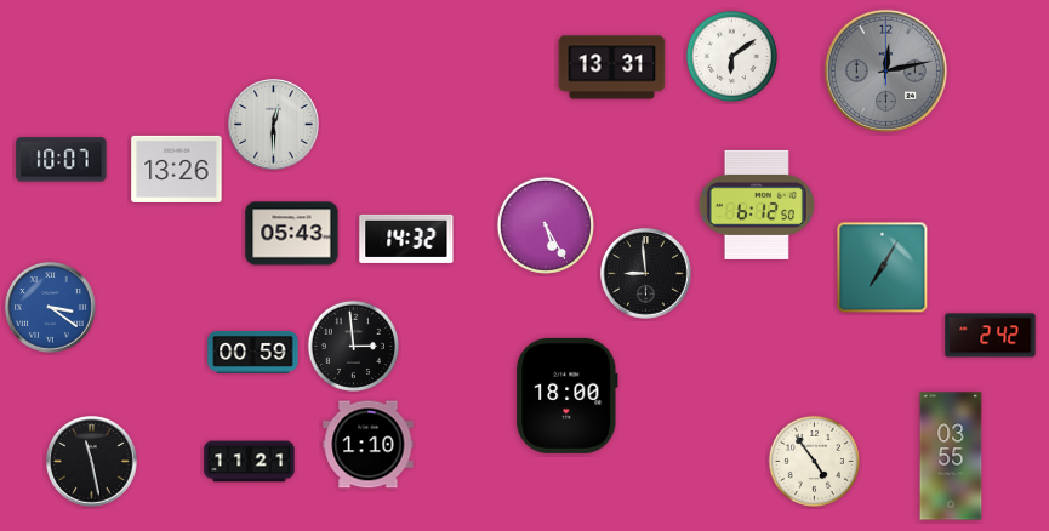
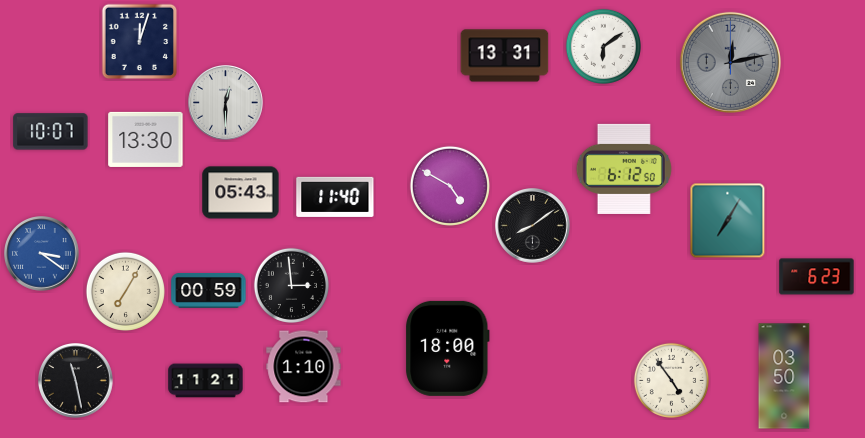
clock at (140, 42): none -> 12:03
clock at (885, 70) position: (885, 70) -> (730, 62)
clock at (177, 169): 13:26 -> 13:30
clock at (546, 225): 5:25 -> 4:50
clock at (406, 239): 14:32 -> 11:40
clock at (646, 274): 8:59 -> 8:09
clock at (991, 336): 2:42 -> 6:23
clock at (125, 291): none -> 7:05
clock at (568, 395) position: (568, 395) -> (448, 348)
clock at (951, 456): 03:55 -> 03:50
